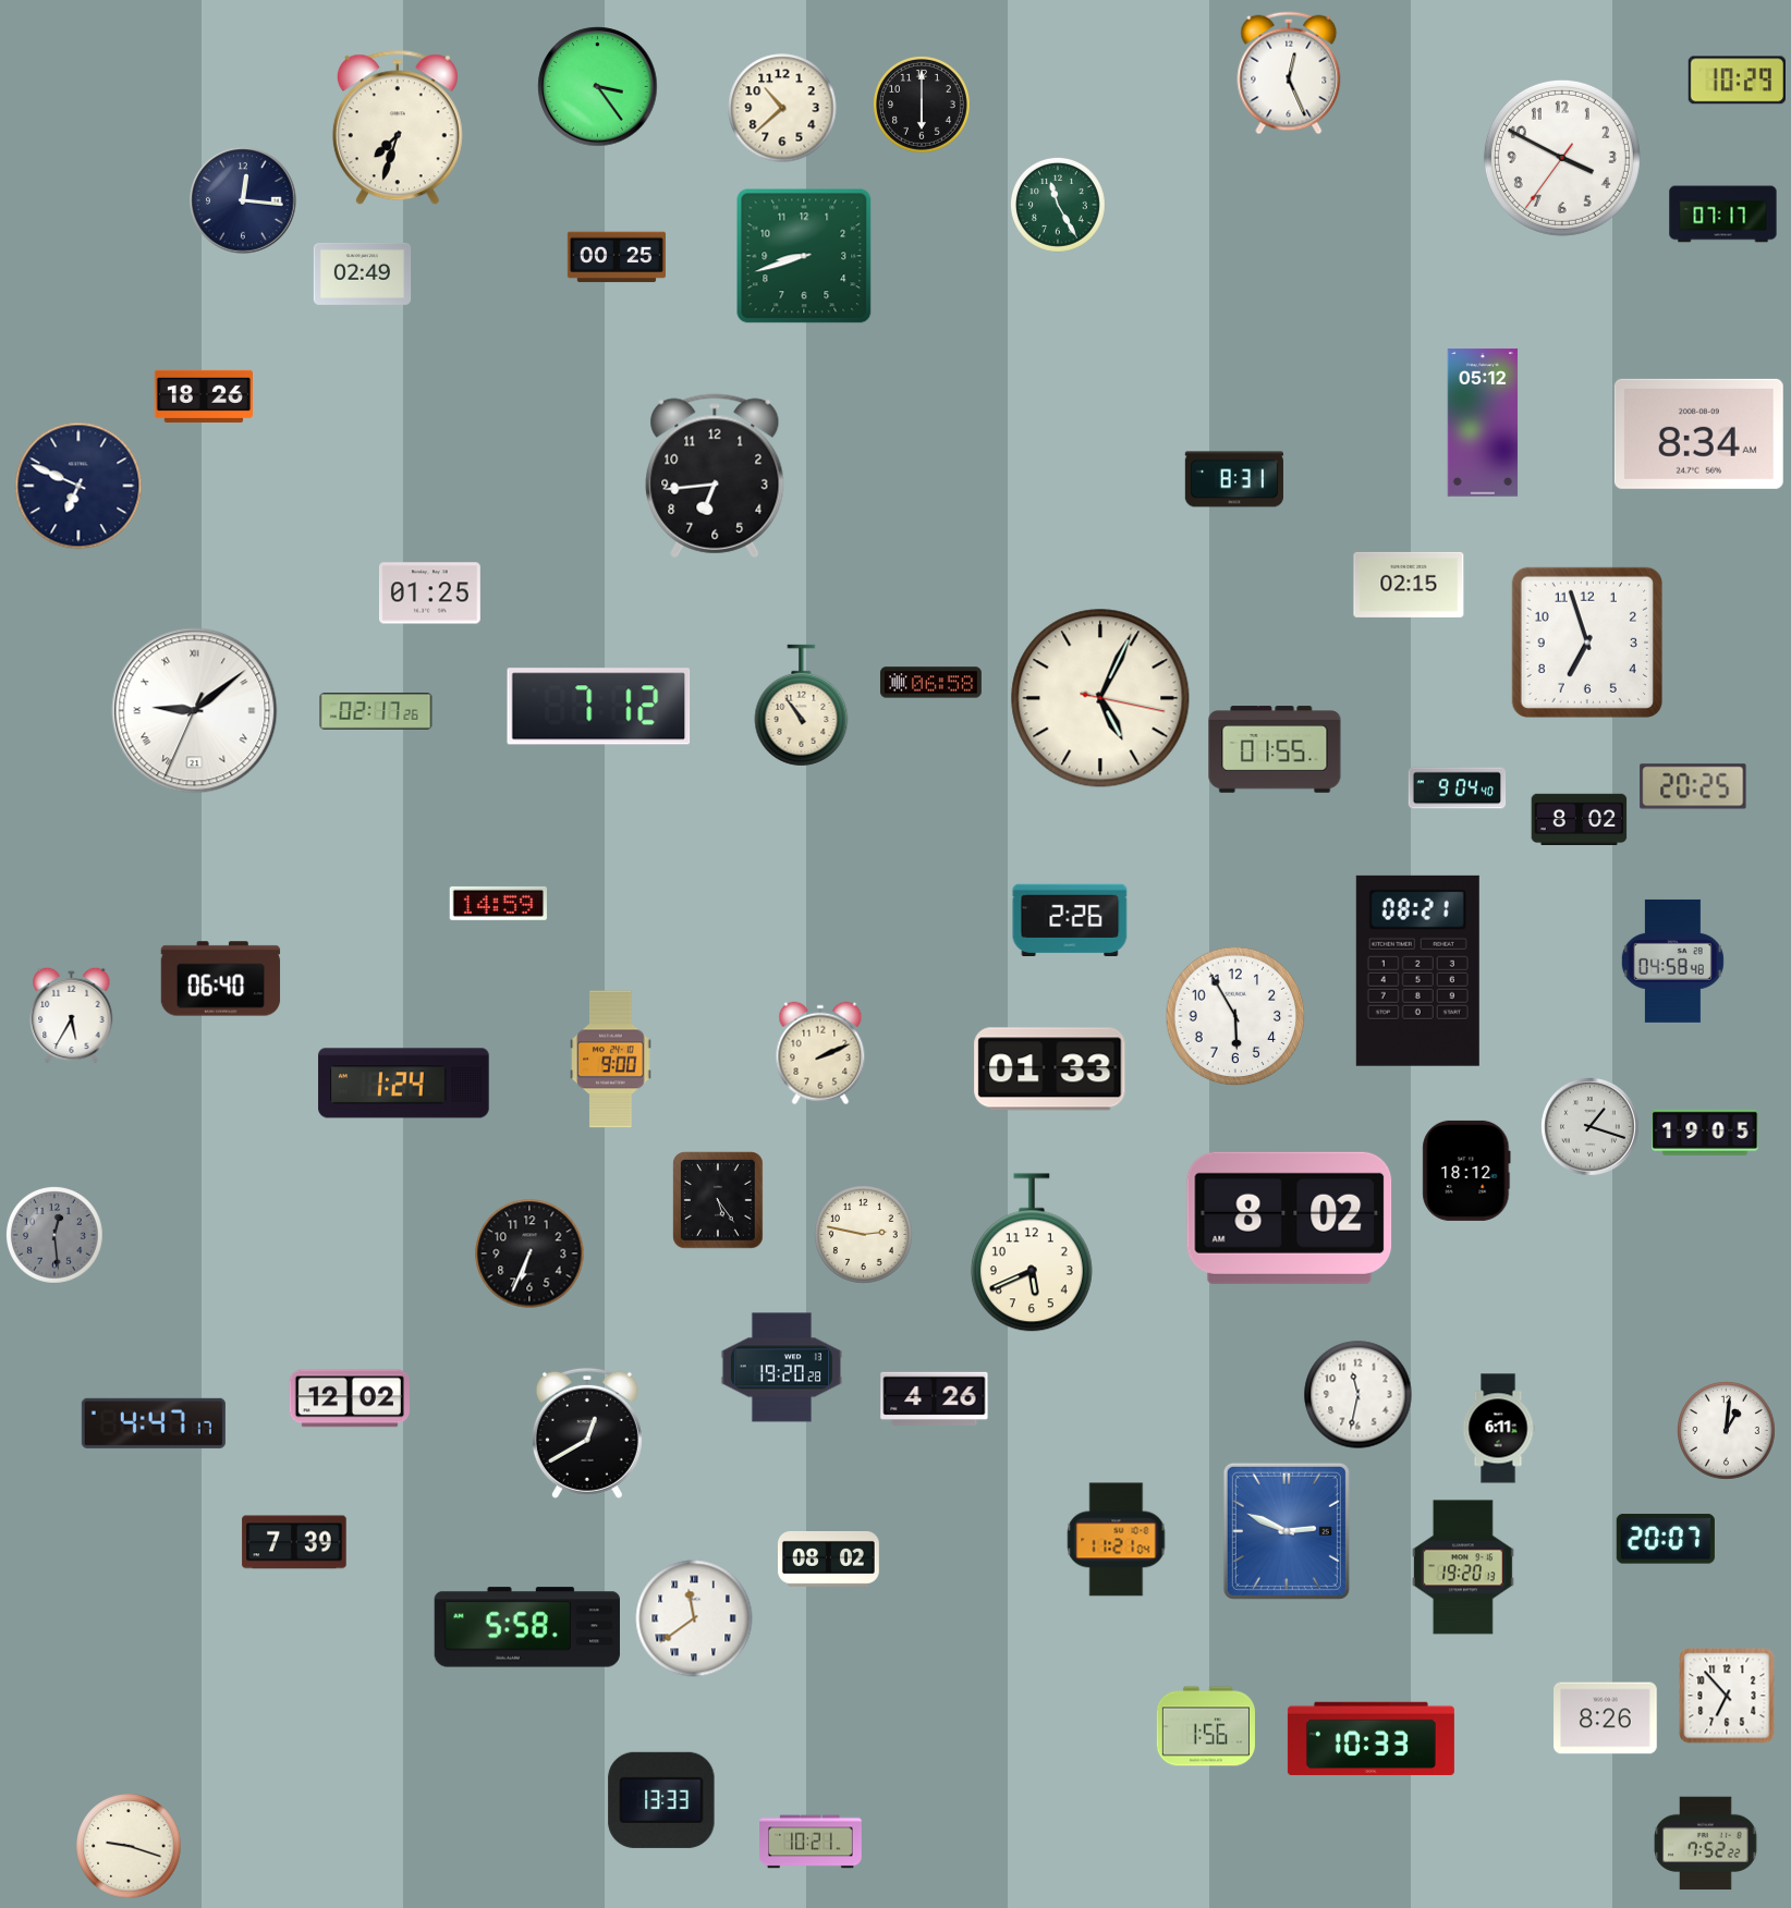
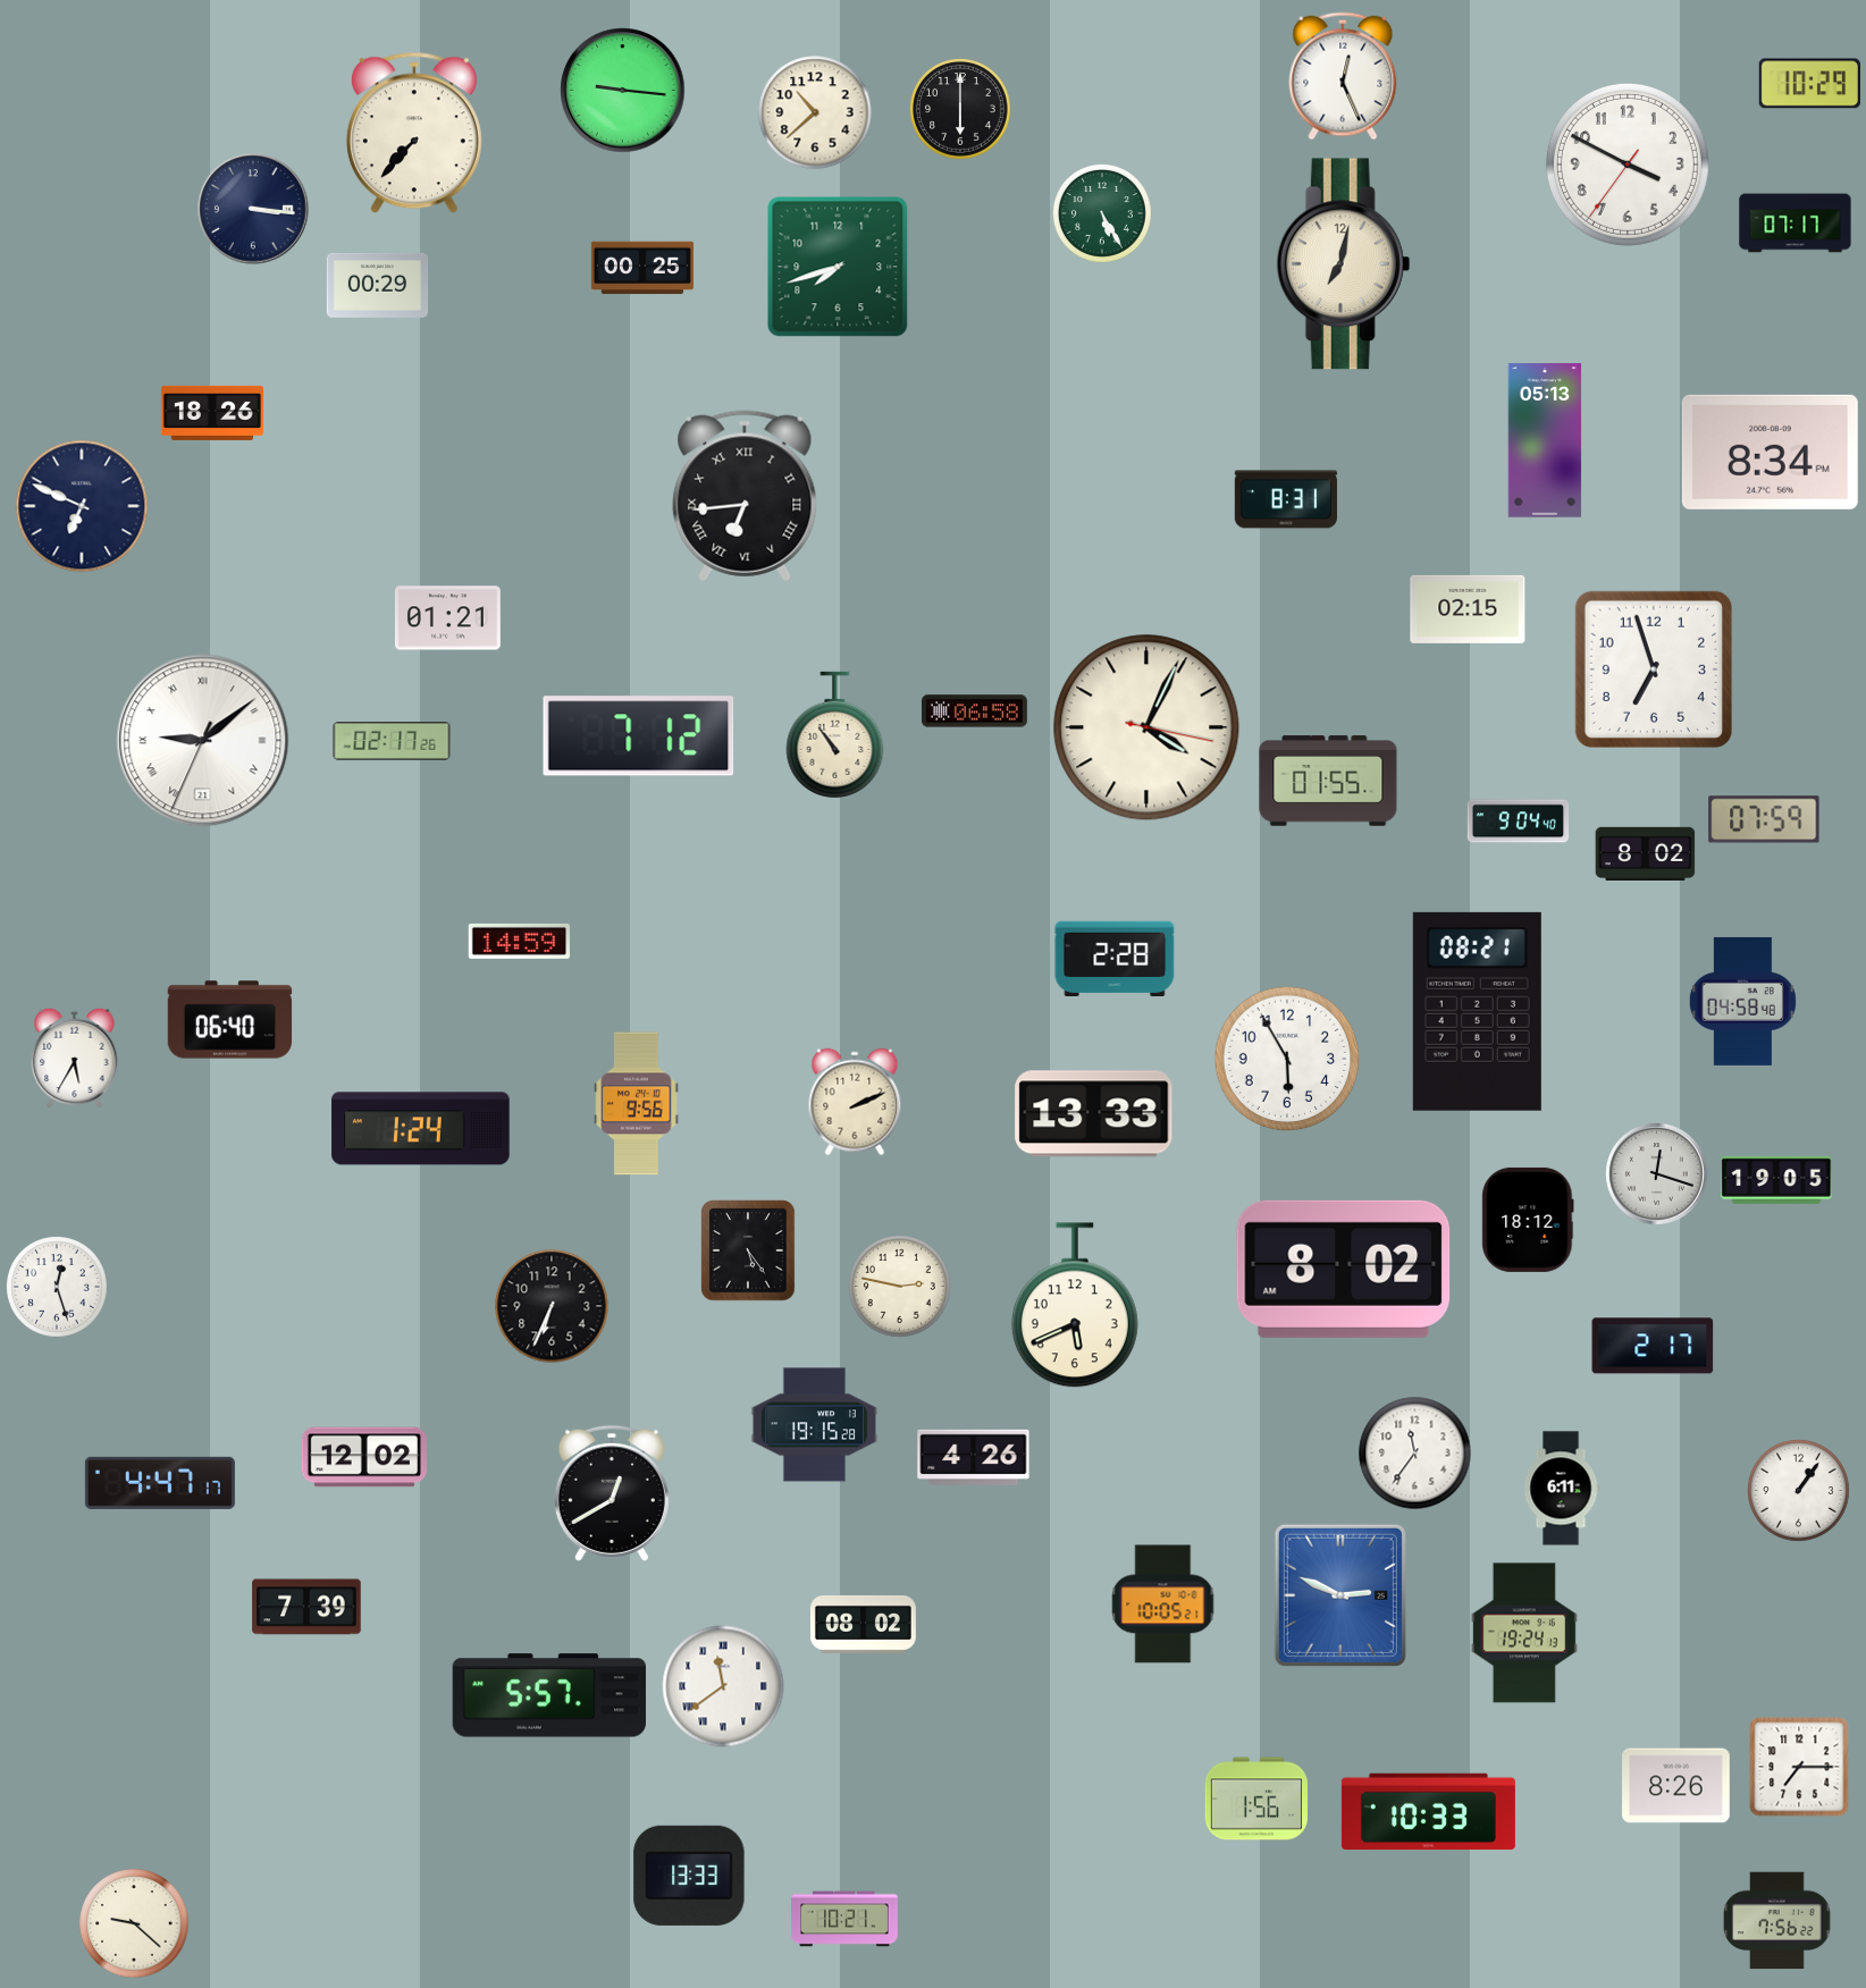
clock at (598, 87): 3:24 -> 9:16
clock at (398, 127): 7:33 -> 7:37
clock at (243, 200): 12:16 -> 3:16
clock at (1058, 205): 11:25 -> 5:25
clock at (1344, 264): none -> 7:02
clock at (804, 256): 8:42 -> 7:42
clock at (363, 273): 02:49 -> 00:29
clock at (1483, 423): 05:12 -> 05:13
clock at (1698, 433): 8:34 AM -> 8:34 PM
clock at (715, 476) numerals: Arabic -> Roman
clock at (429, 594): 01:25 -> 01:21
clock at (930, 683) position: (930, 683) -> (974, 711)
clock at (1100, 698): 5:04 -> 4:04
clock at (599, 707) position: (599, 707) -> (639, 736)
clock at (1693, 786): 20:25 -> 07:59
clock at (1070, 919): 2:26 -> 2:28
clock at (820, 1053) position: (820, 1053) -> (855, 1102)
clock at (611, 1060): 9:00 -> 9:56
clock at (1050, 1069): 01:33 -> 13:33
clock at (1591, 1127): 1:18 -> 12:18
clock at (56, 1236): 12:29 -> 12:27
clock at (56, 1236) dial: grey -> white
clock at (1653, 1346): none -> 2:17
clock at (781, 1368): 19:20 -> 19:15
clock at (1359, 1395): 11:32 -> 11:36
clock at (1727, 1431): 1:01 -> 1:06
clock at (1666, 1539): 20:07 -> none
clock at (1117, 1540): 11:21 -> 10:05
clock at (1463, 1567): 19:20 -> 19:24
clock at (527, 1627): 5:58 -> 5:57
clock at (1727, 1696): 6:53 -> 7:15
clock at (1606, 1719) position: (1606, 1719) -> (1676, 1786)
clock at (1706, 1844): 7:52 -> 7:56
clock at (129, 1846): 9:18 -> 9:22
